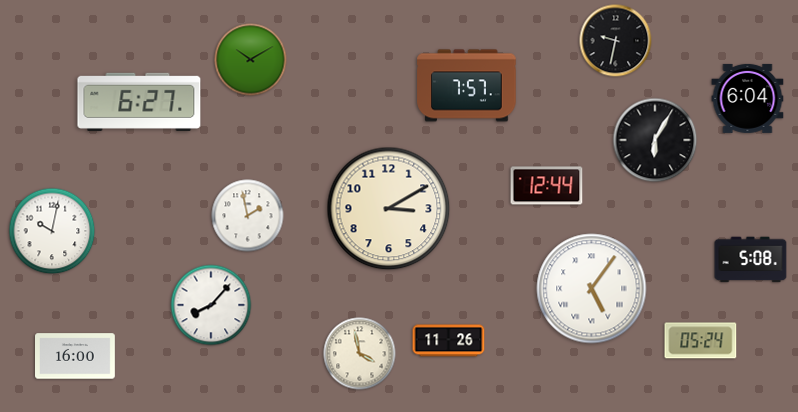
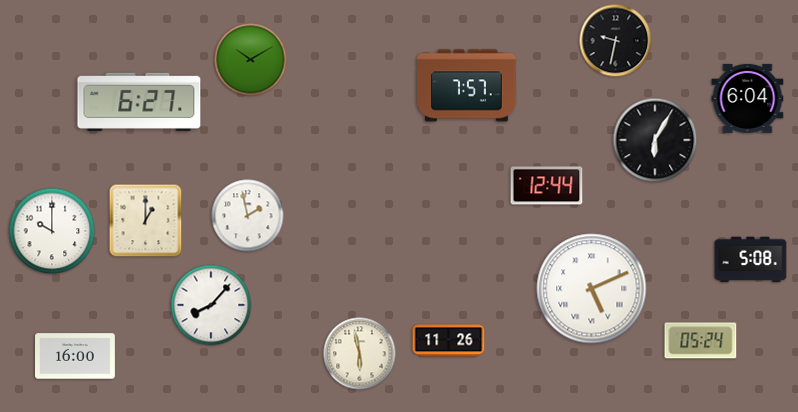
clock at (389, 209): 3:10 -> none
clock at (146, 221): none -> 1:00
clock at (52, 231): 10:02 -> 10:00
clock at (592, 289): 5:06 -> 5:11
clock at (360, 354): 3:58 -> 5:58
